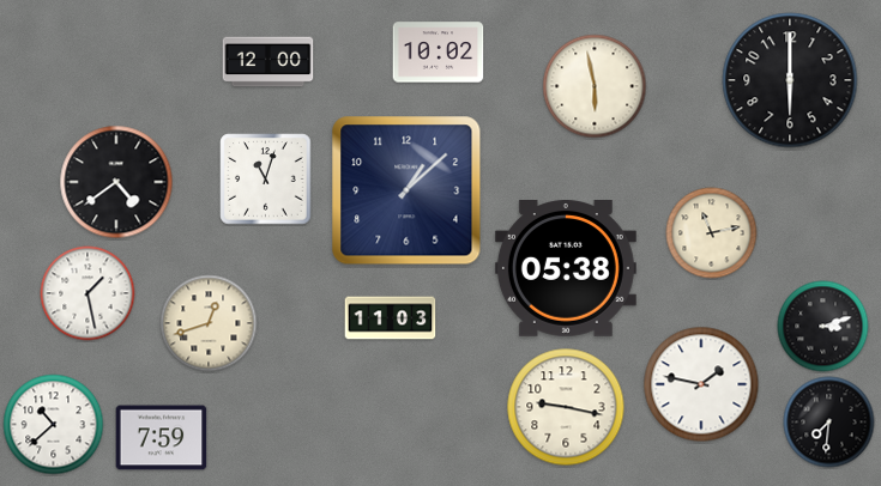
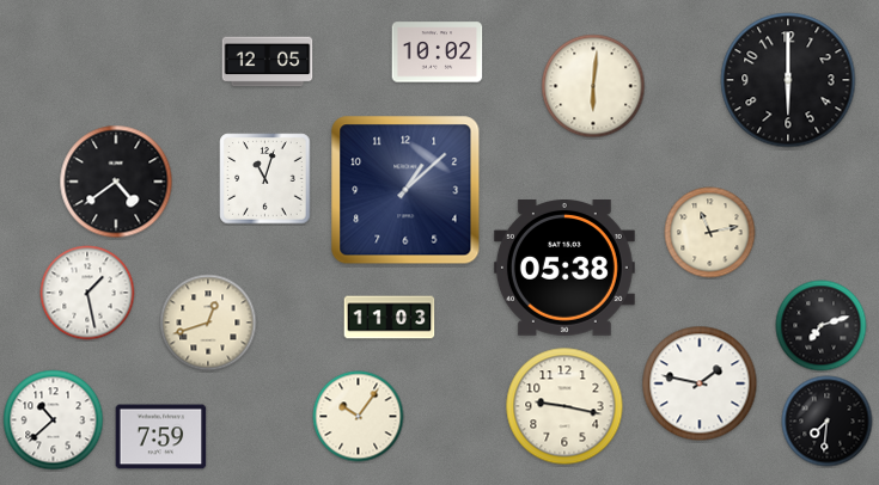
clock at (268, 62): 12:00 -> 12:05
clock at (595, 86): 5:58 -> 6:01
clock at (823, 327): 3:12 -> 7:12
clock at (359, 417): none -> 10:06
clock at (54, 425) position: (54, 425) -> (54, 420)
